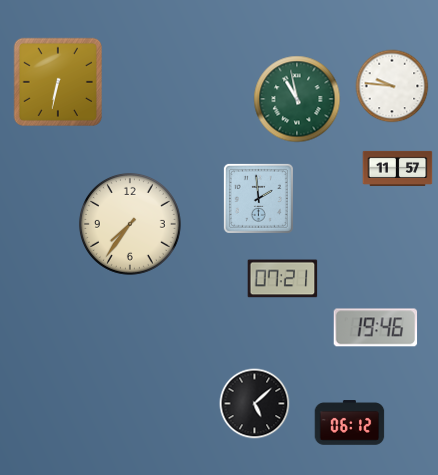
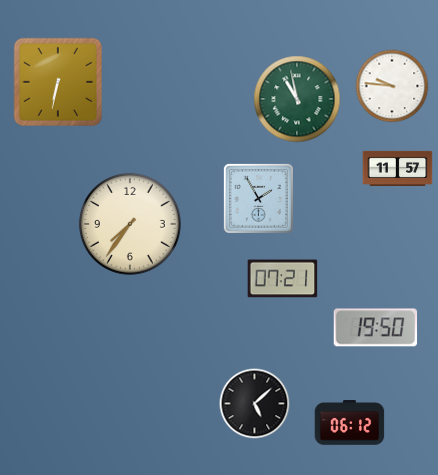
clock at (258, 198): 1:59 -> 1:55
clock at (376, 328): 19:46 -> 19:50
